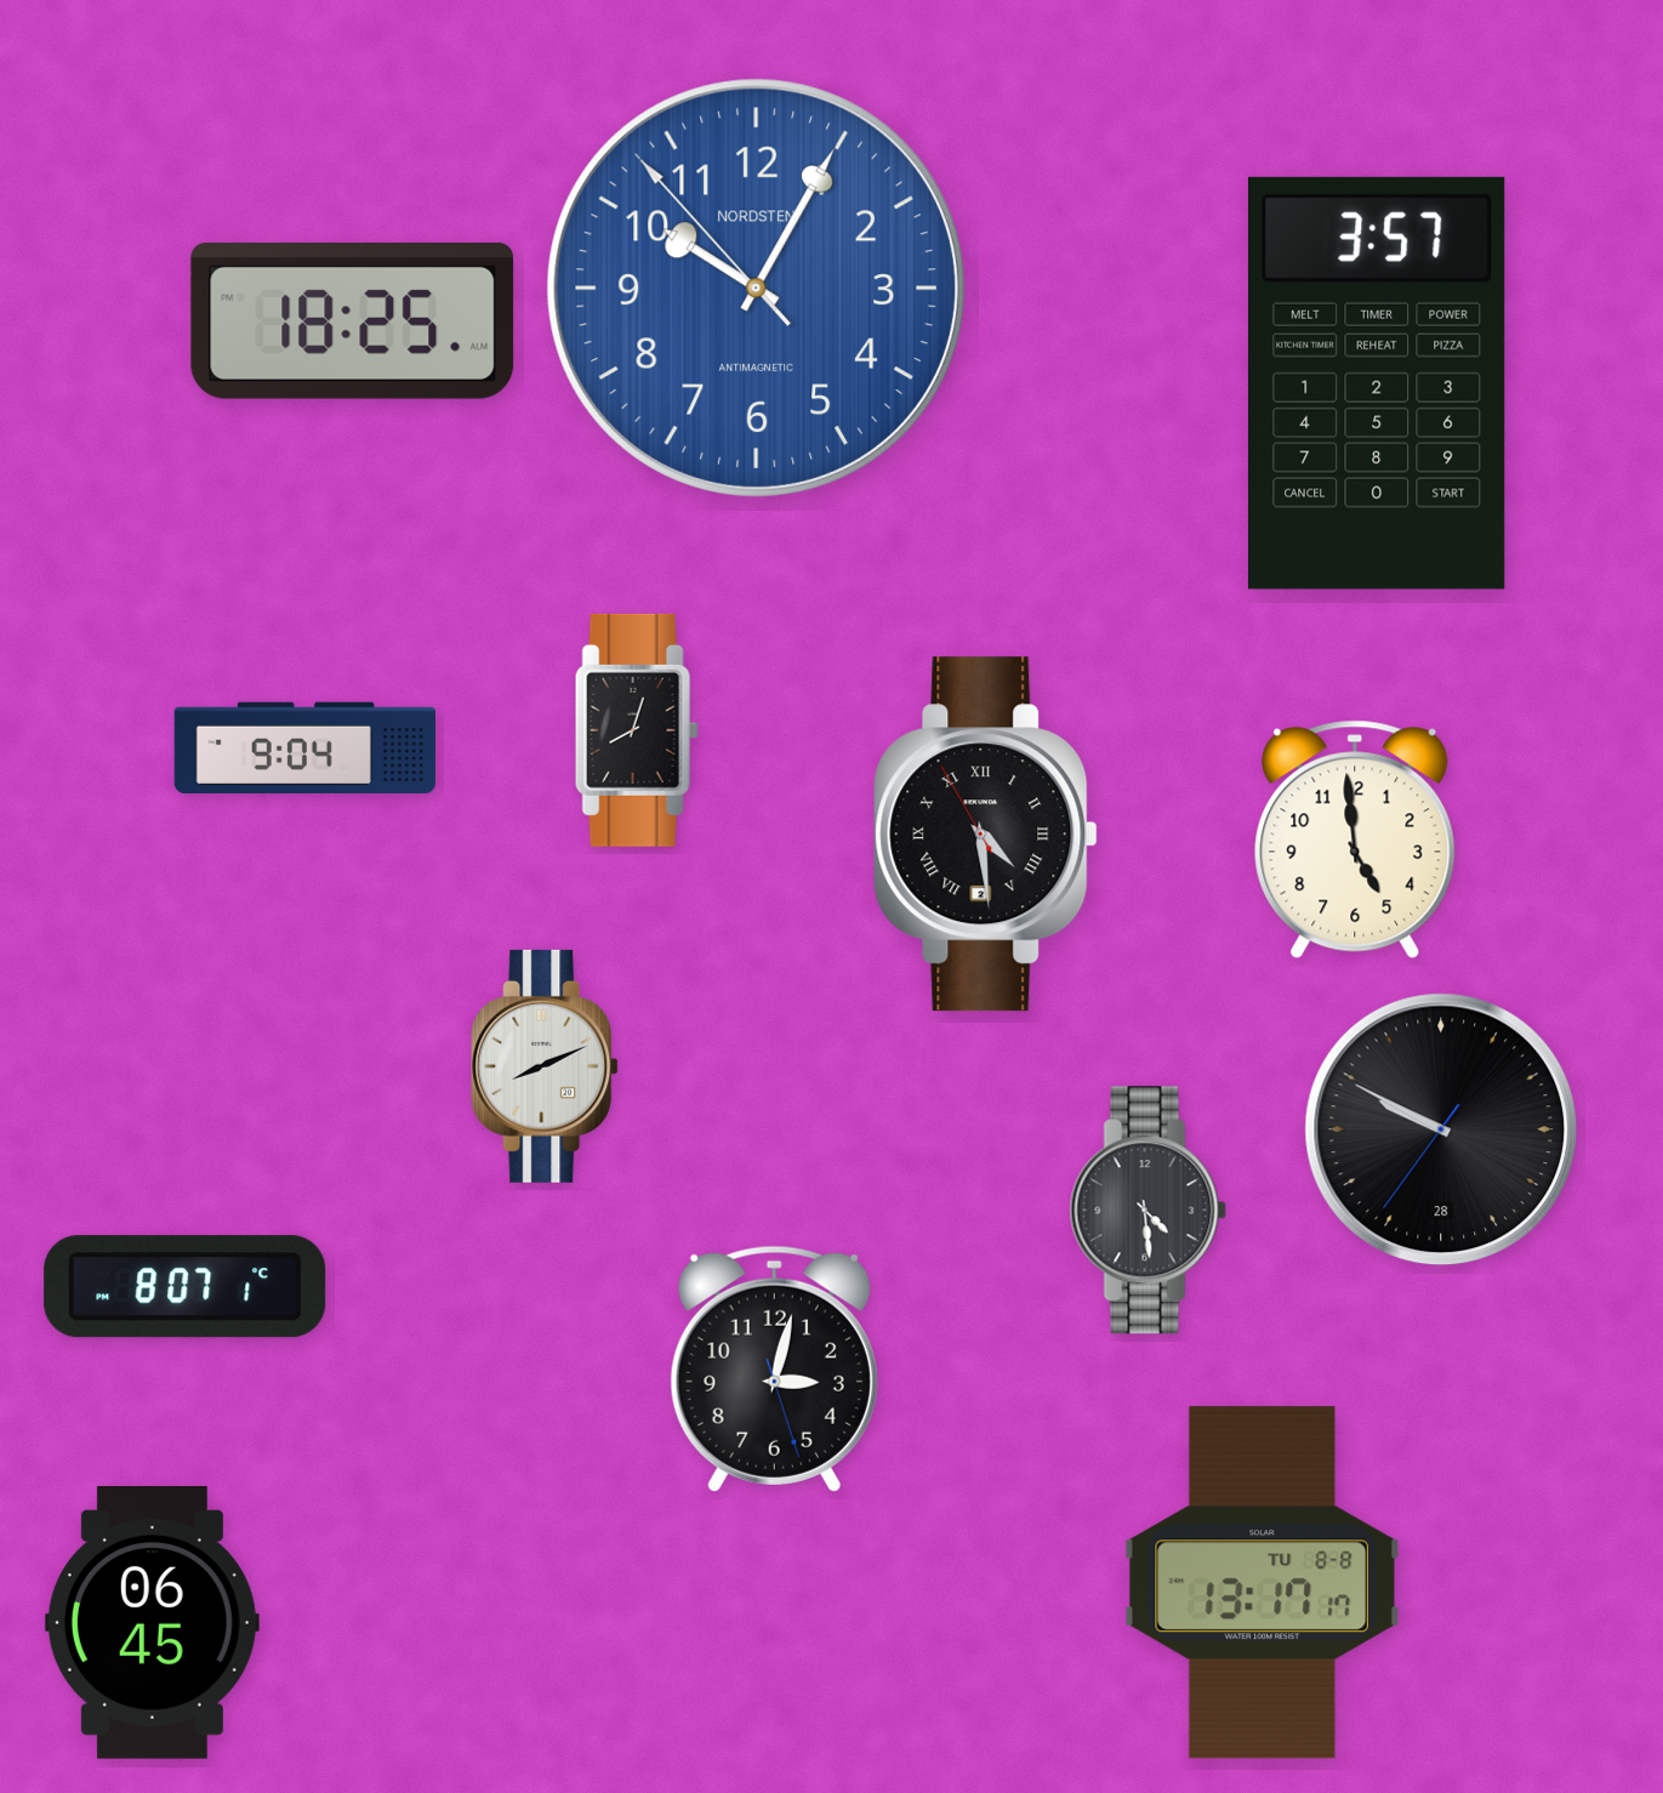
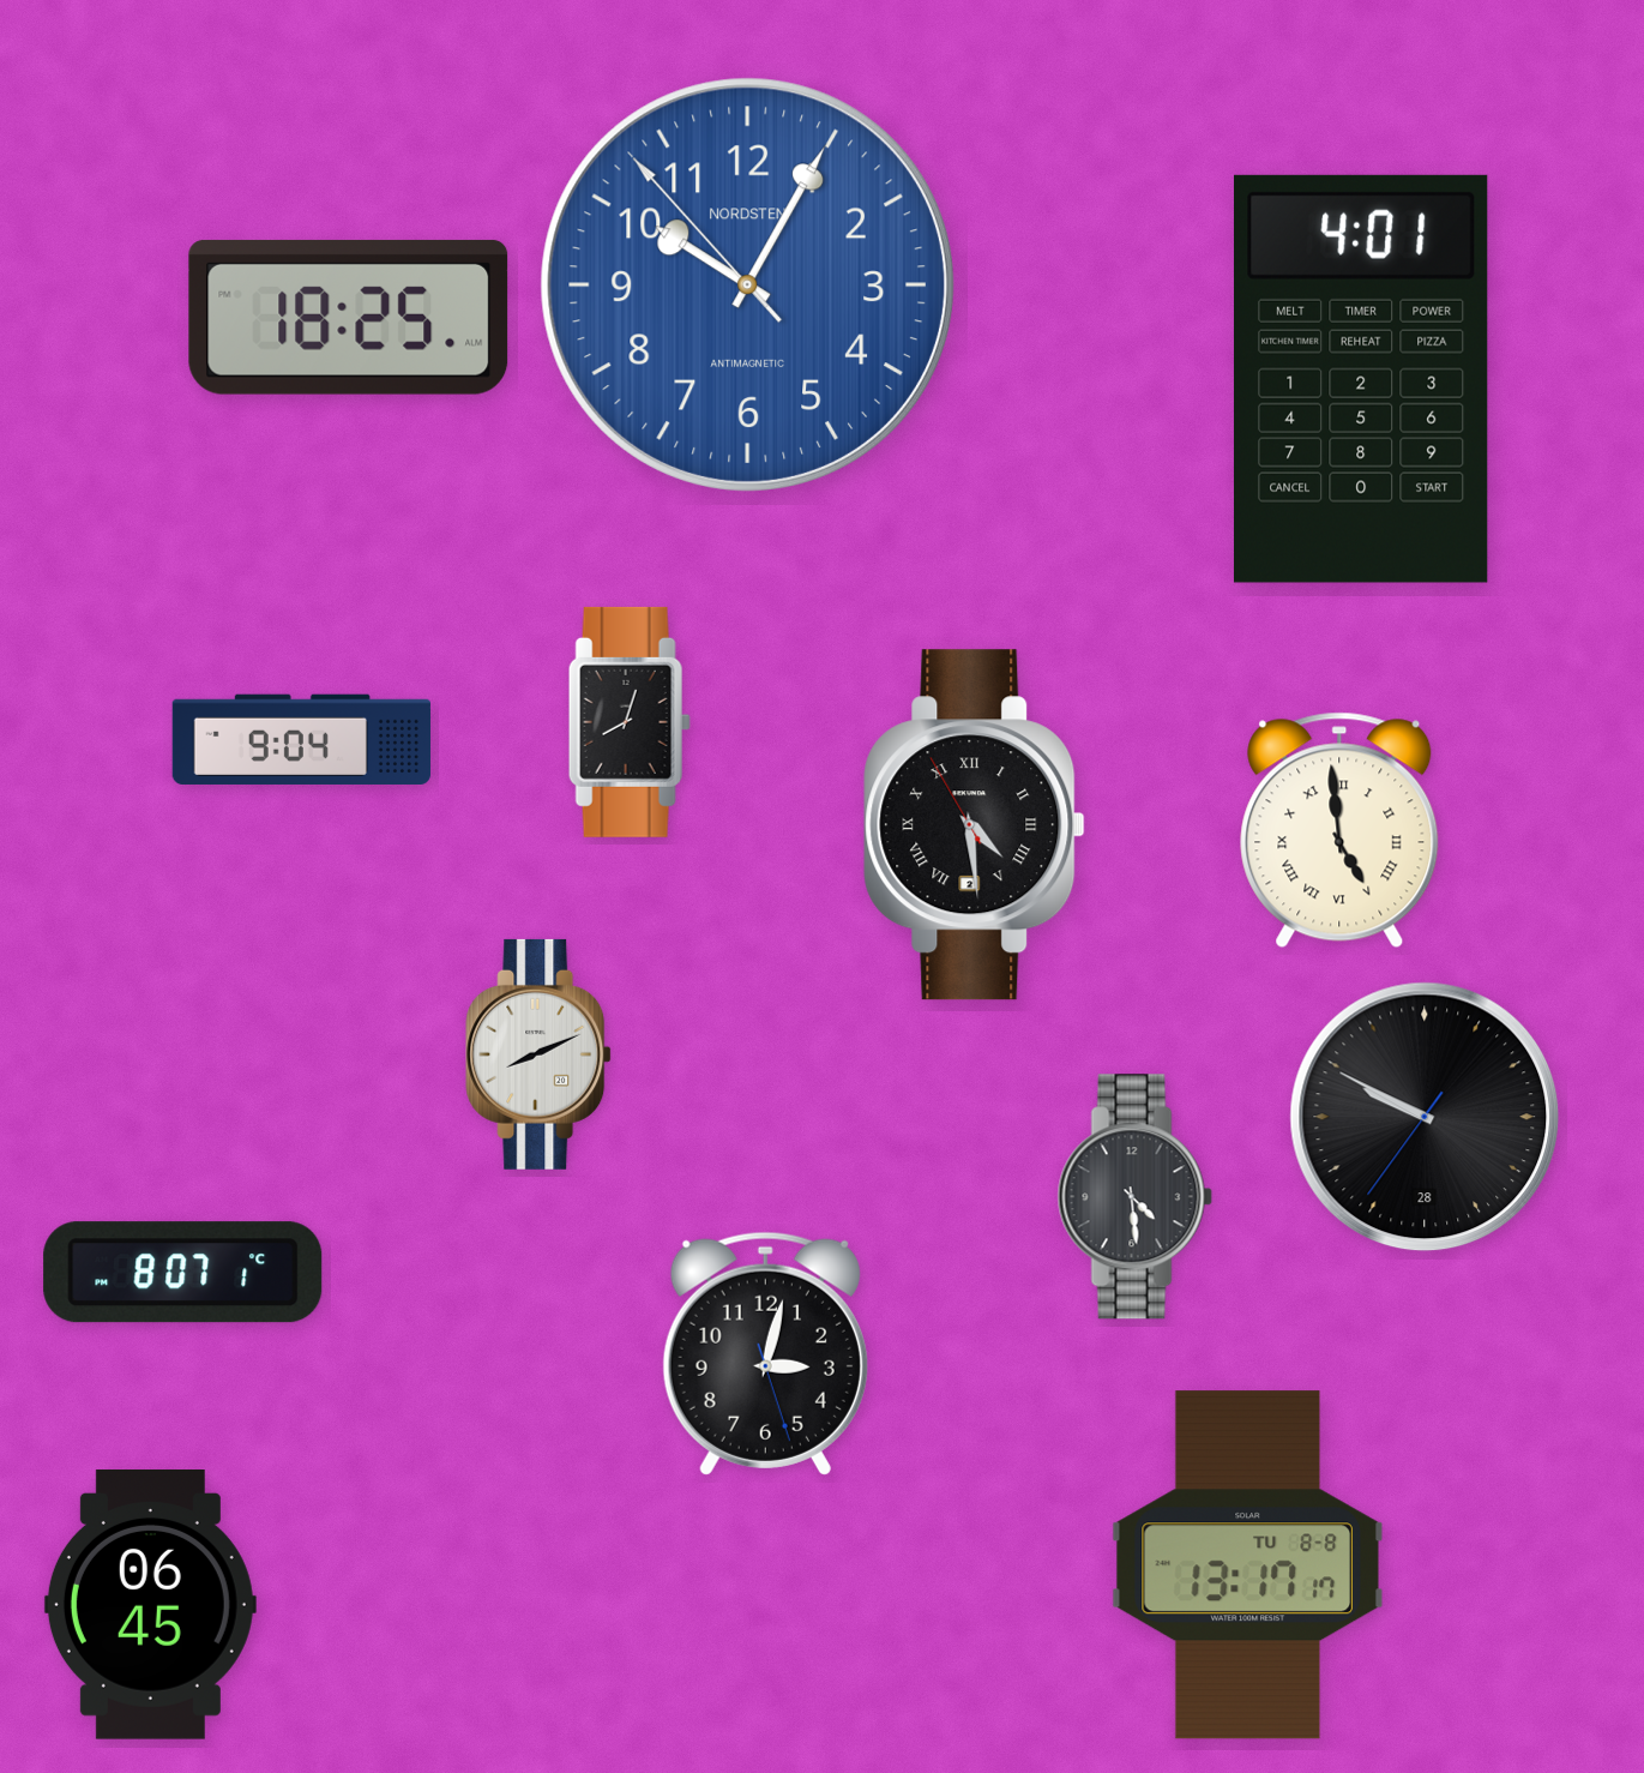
clock at (1377, 383): 3:57 -> 4:01
clock at (1355, 839) numerals: Arabic -> Roman
